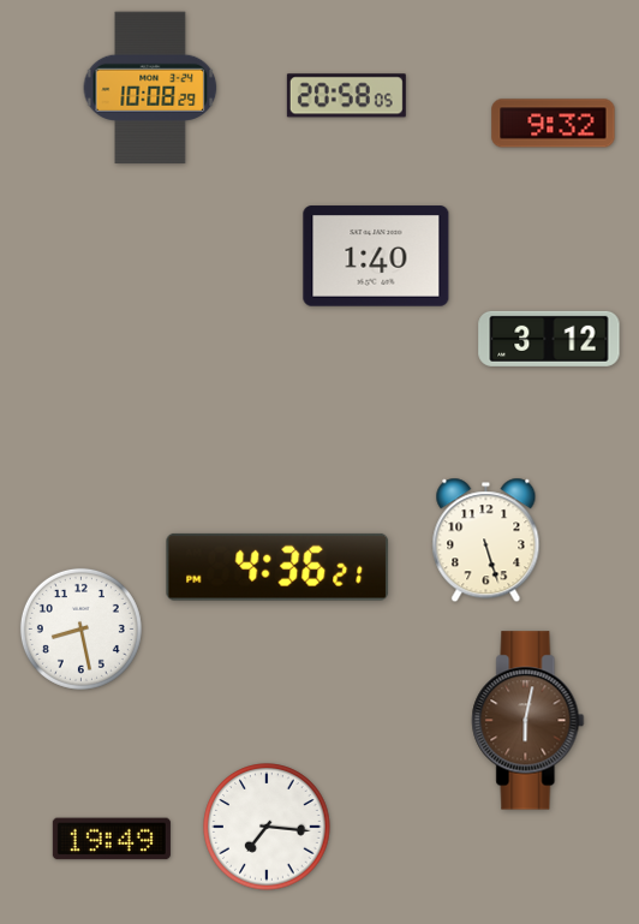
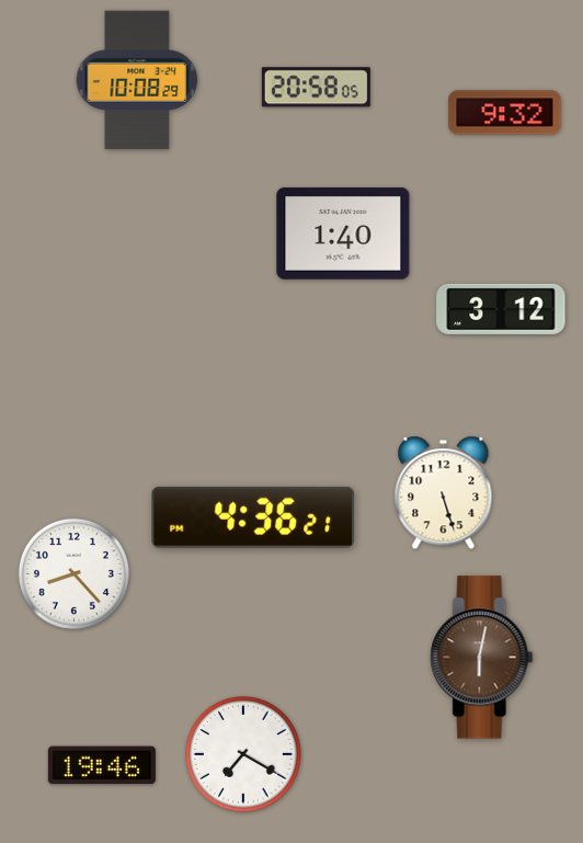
clock at (80, 628): 8:28 -> 8:23
clock at (267, 827): 7:16 -> 7:20
clock at (112, 839): 19:49 -> 19:46
